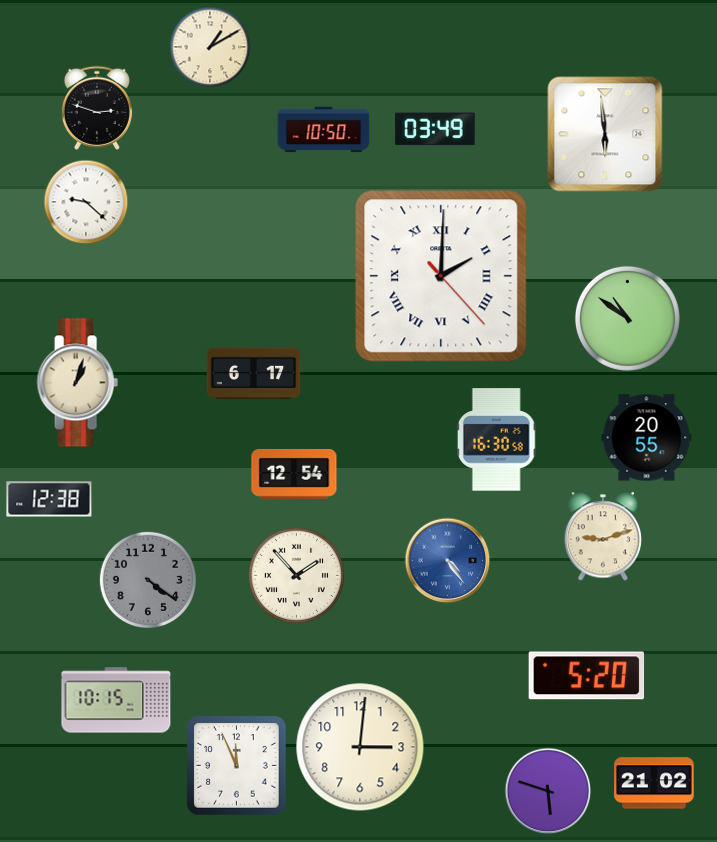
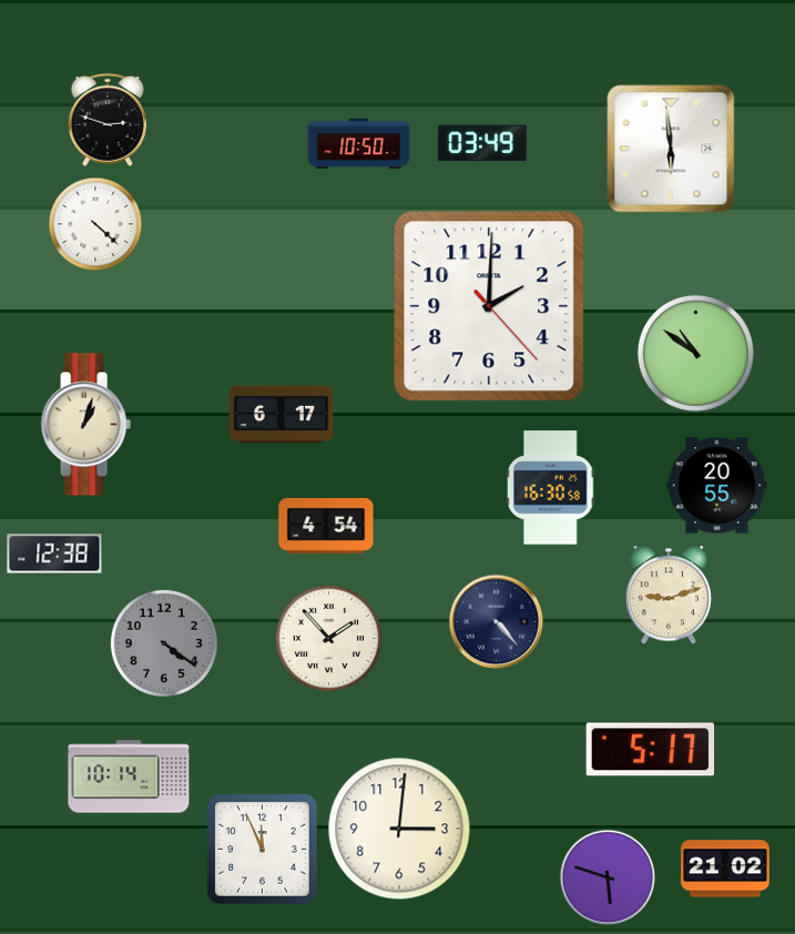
clock at (210, 47): 1:10 -> none
clock at (86, 202): 9:22 -> 4:22
clock at (441, 276) numerals: Roman -> Arabic
clock at (294, 474): 12:54 -> 4:54
clock at (448, 561): 4:24 -> 4:23
clock at (448, 561) dial: blue -> navy
clock at (587, 676): 5:20 -> 5:17
clock at (116, 700): 10:15 -> 10:14
